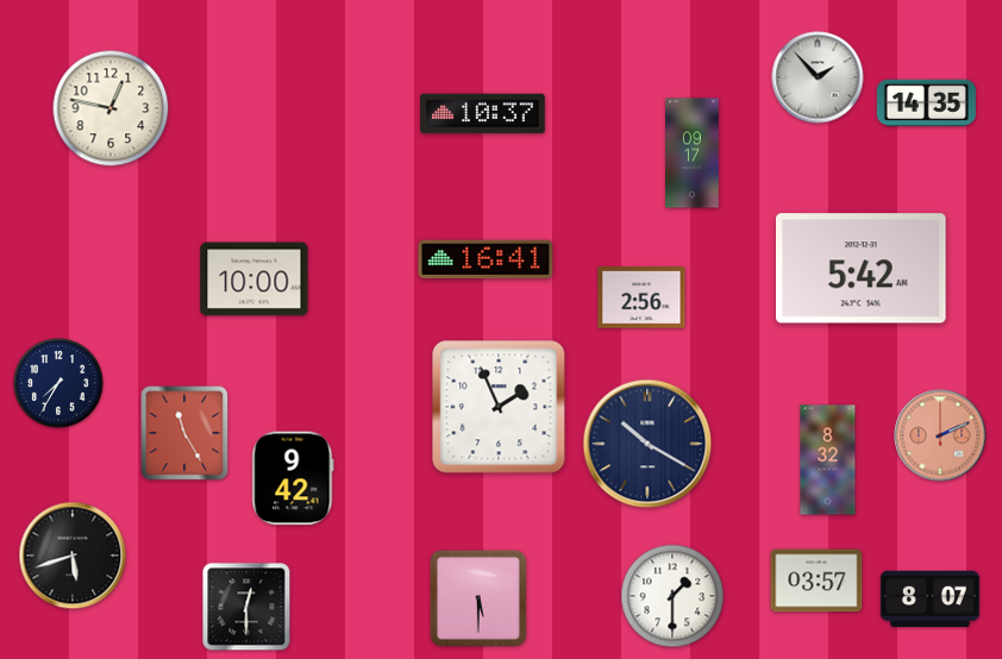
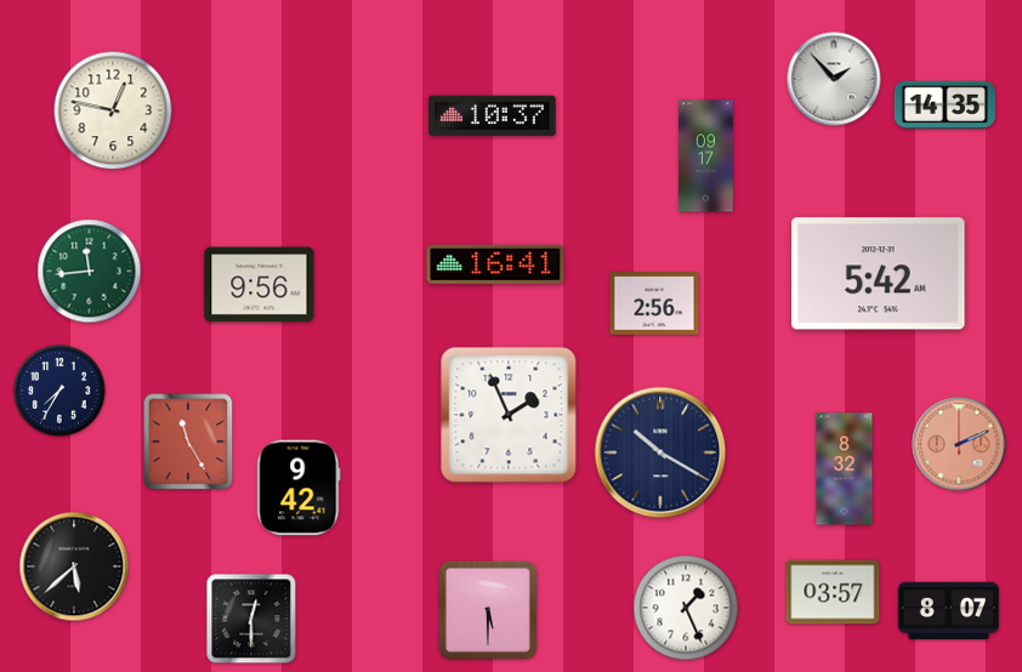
clock at (90, 272): none -> 11:44
clock at (255, 280): 10:00 -> 9:56
clock at (73, 556): 5:42 -> 5:38
clock at (672, 596): 1:30 -> 1:26
